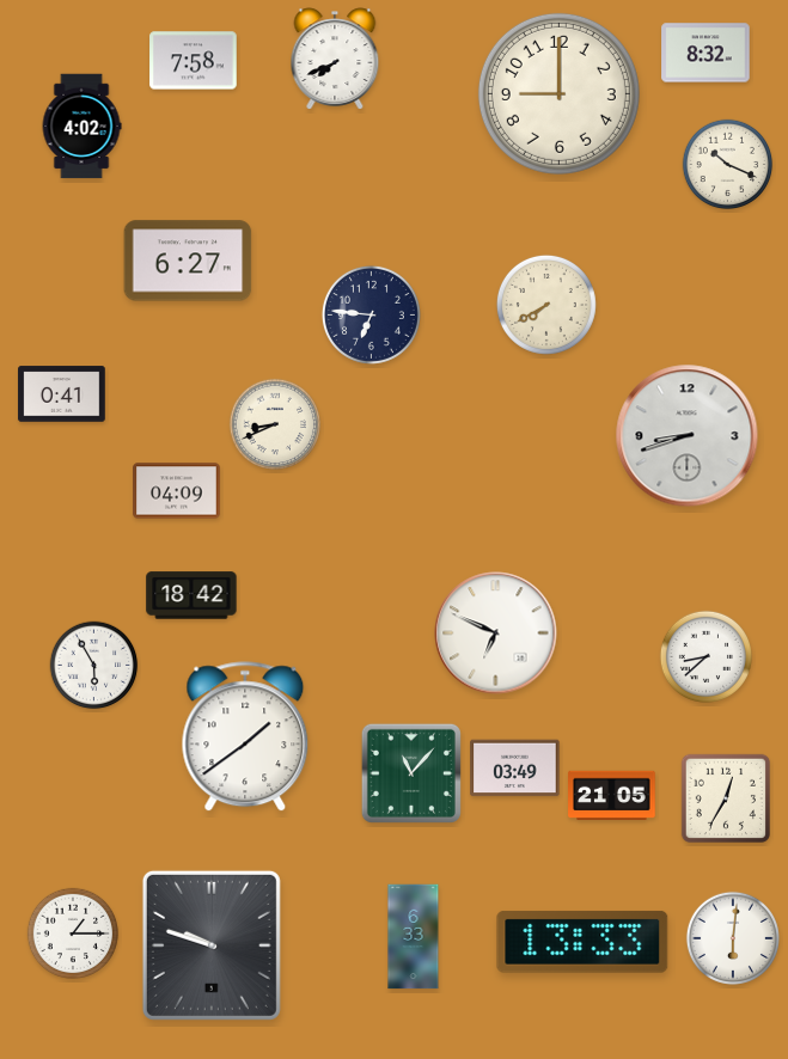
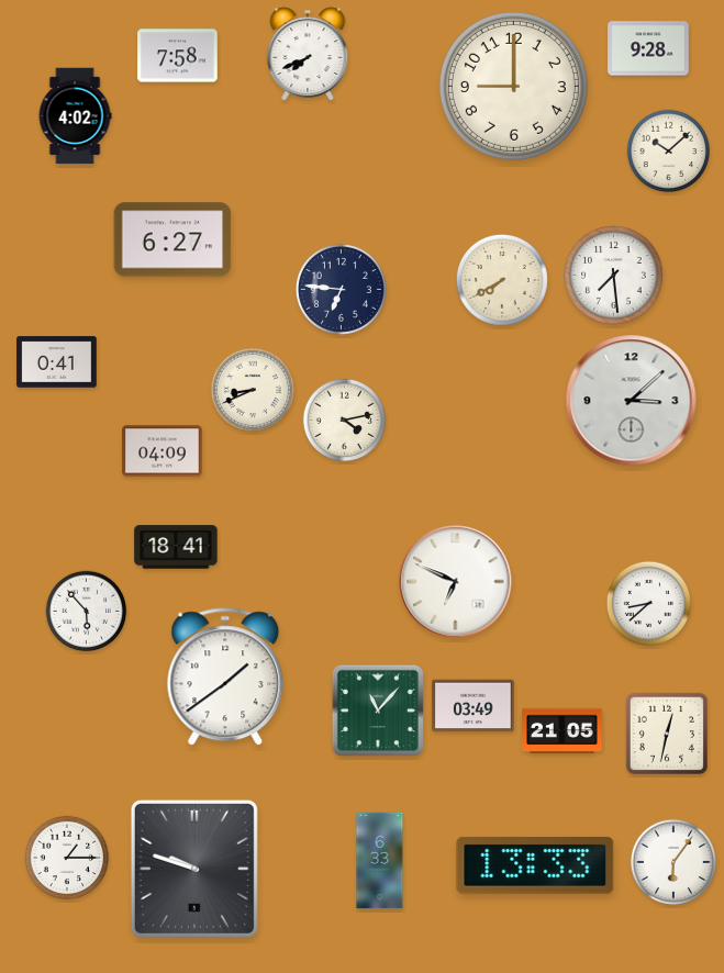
clock at (705, 53): 8:32 -> 9:28
clock at (728, 165): 10:19 -> 10:08
clock at (614, 276): none -> 7:29
clock at (688, 436): 8:42 -> 3:08
clock at (345, 421): none -> 4:13
clock at (191, 595): 18:42 -> 18:41
clock at (94, 666): 5:55 -> 5:53
clock at (725, 797): 12:35 -> 12:32
clock at (733, 938): 6:01 -> 6:06
